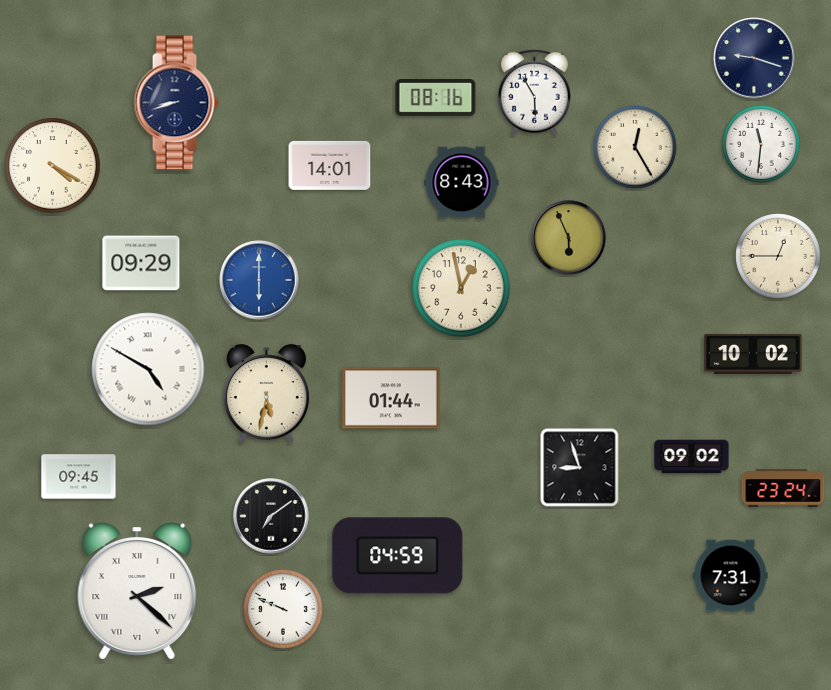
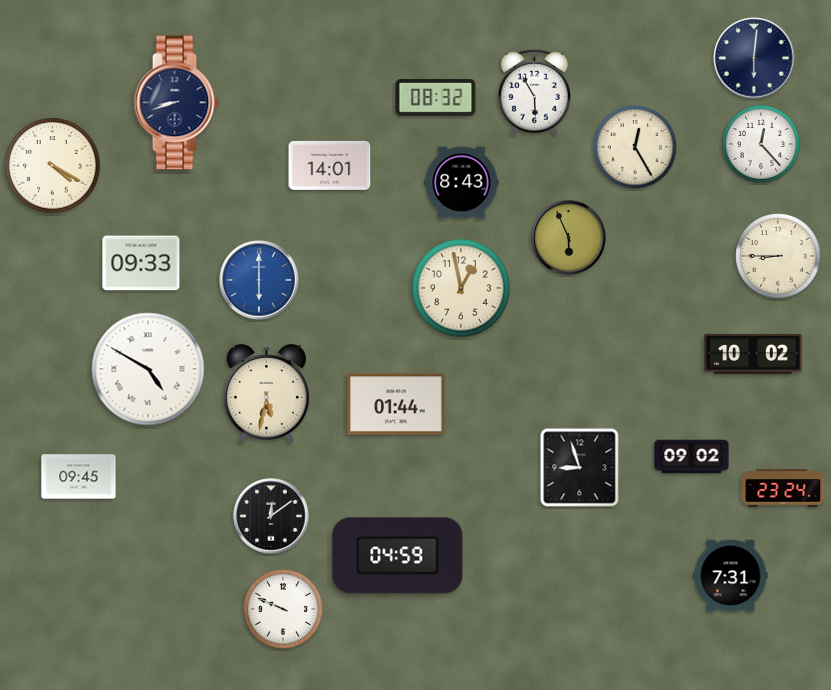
clock at (754, 58): 9:18 -> 6:01
clock at (436, 98): 08:16 -> 08:32
clock at (761, 144): 11:31 -> 12:23
clock at (778, 256): 12:45 -> 8:45
clock at (141, 263): 09:29 -> 09:33
clock at (391, 398) position: (391, 398) -> (396, 404)
clock at (271, 516): 7:09 -> 12:09
clock at (137, 592): 2:22 -> none
